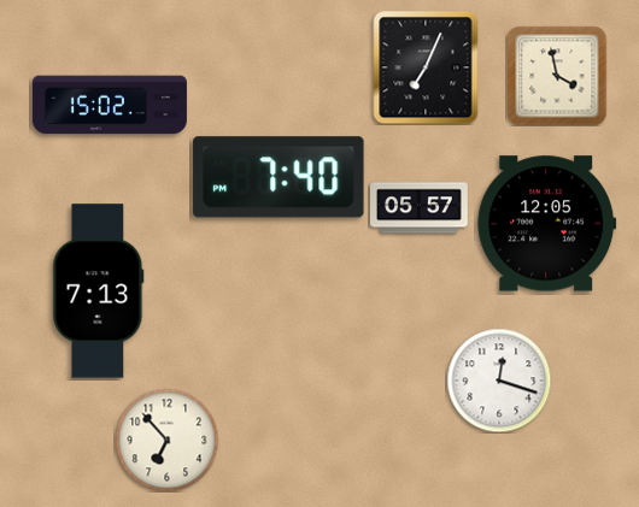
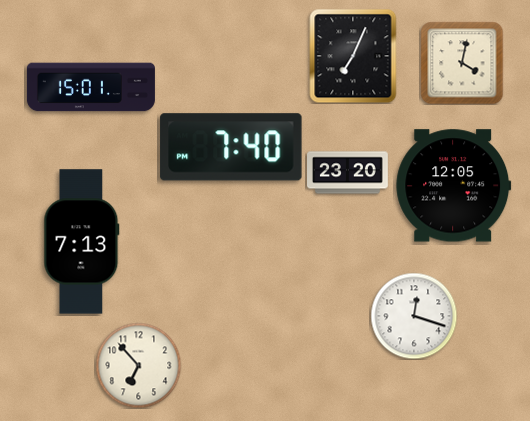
clock at (557, 76): 3:58 -> 4:02
clock at (110, 105): 15:02 -> 15:01
clock at (420, 208): 05:57 -> 23:20
